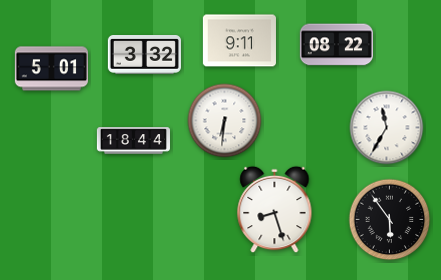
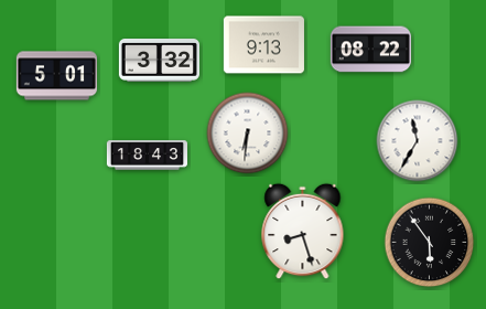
clock at (239, 41): 9:11 -> 9:13
clock at (387, 128) position: (387, 128) -> (418, 141)
clock at (133, 141): 18:44 -> 18:43
